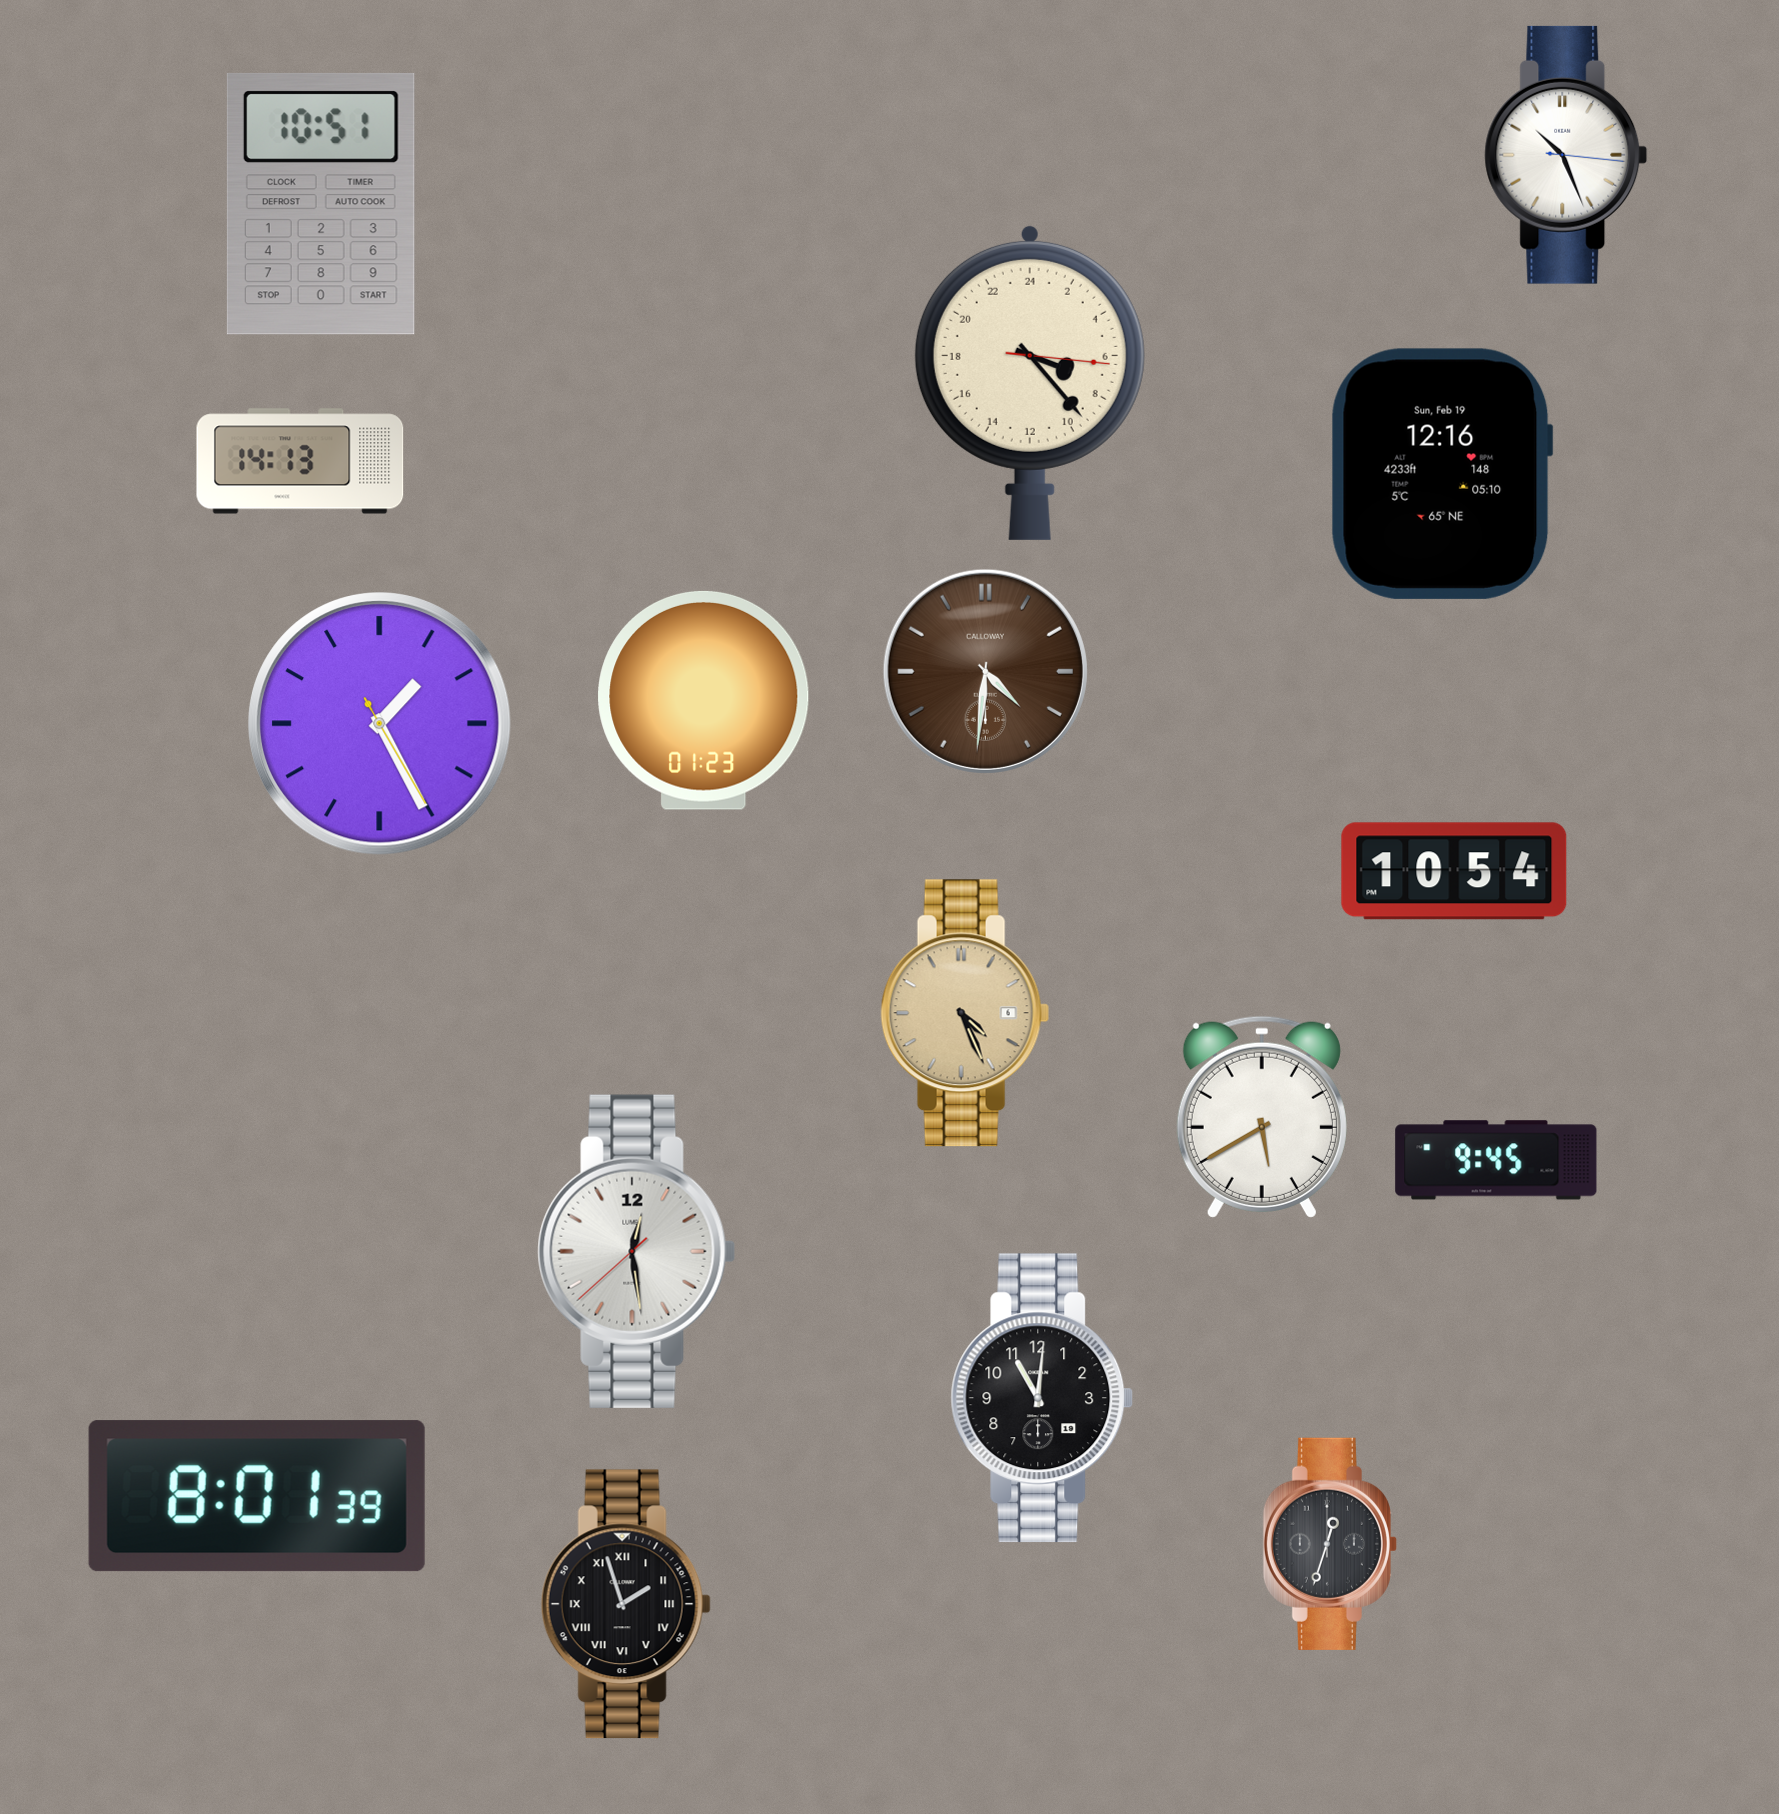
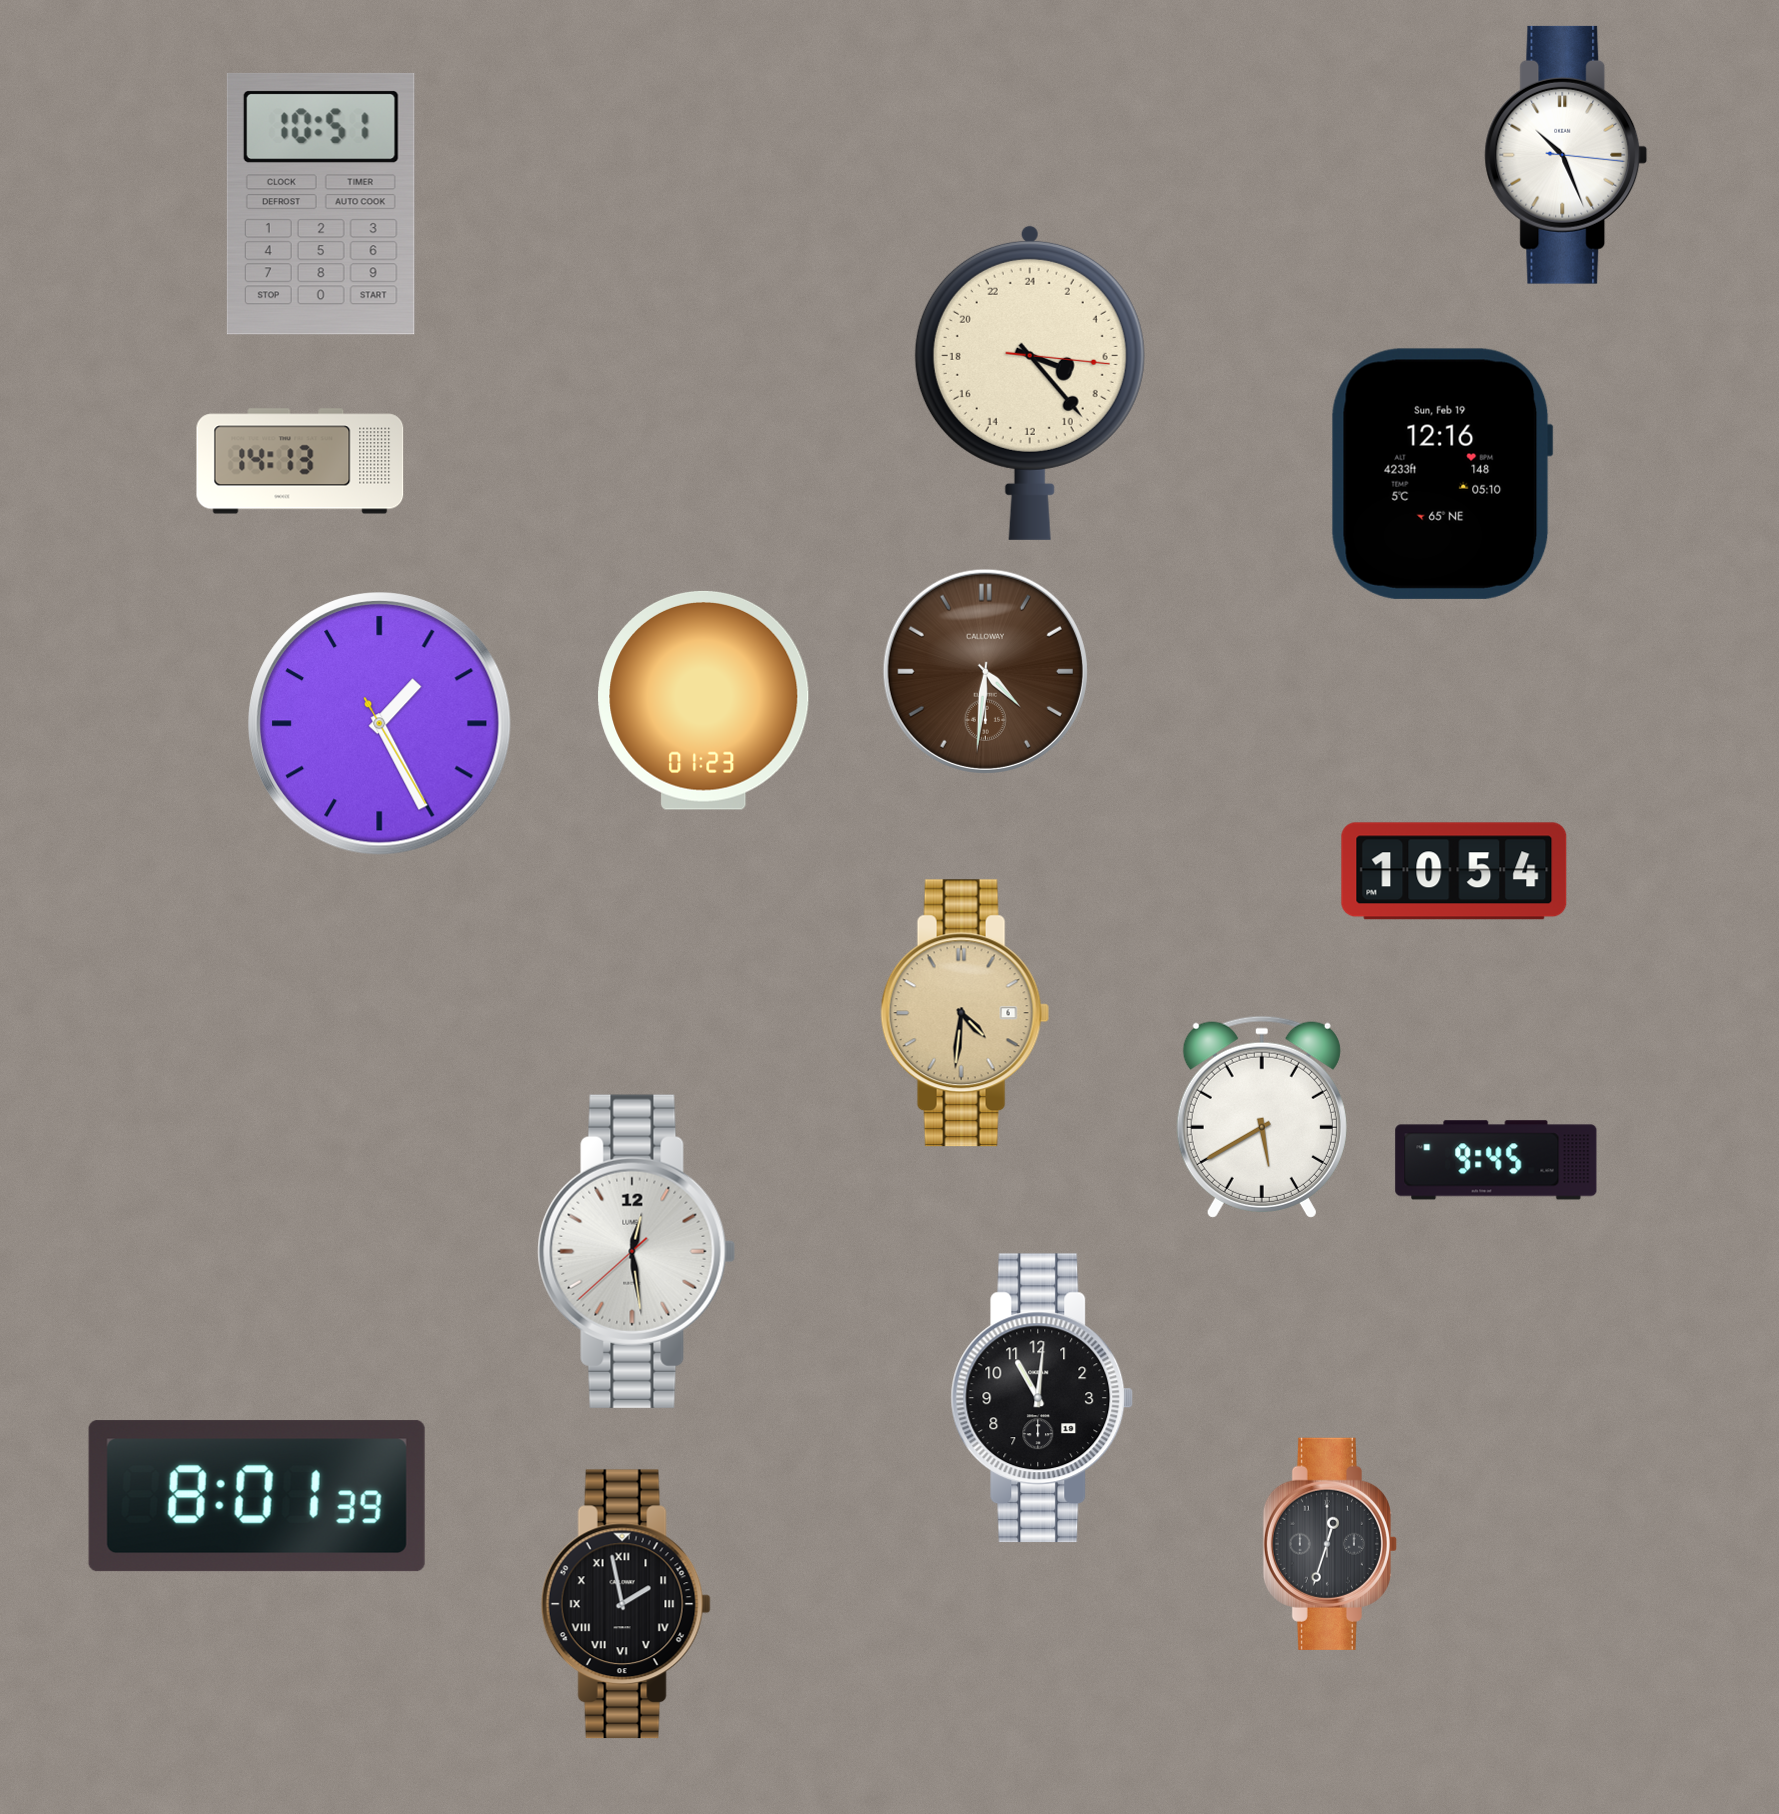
clock at (965, 1013): 4:26 -> 4:31
clock at (626, 1604): 1:57 -> 1:58
